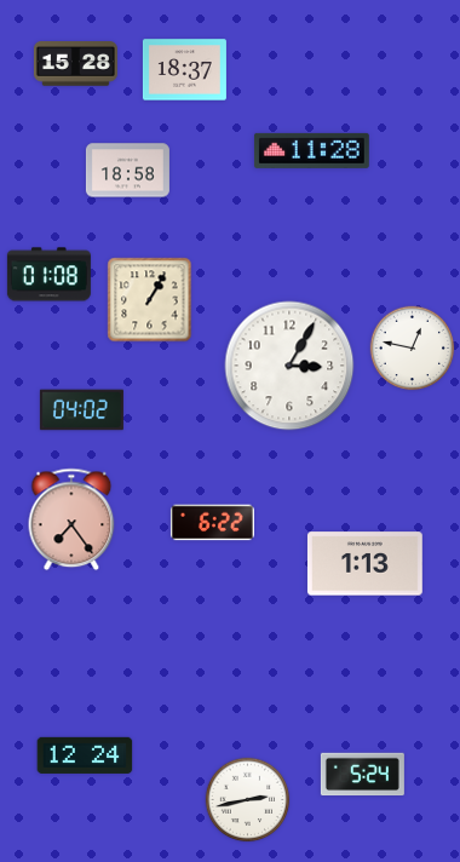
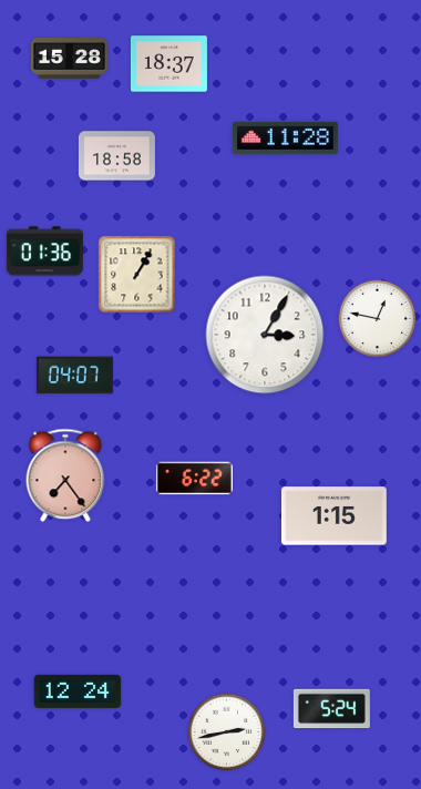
clock at (48, 275): 01:08 -> 01:36
clock at (81, 410): 04:02 -> 04:07
clock at (364, 564): 1:13 -> 1:15
